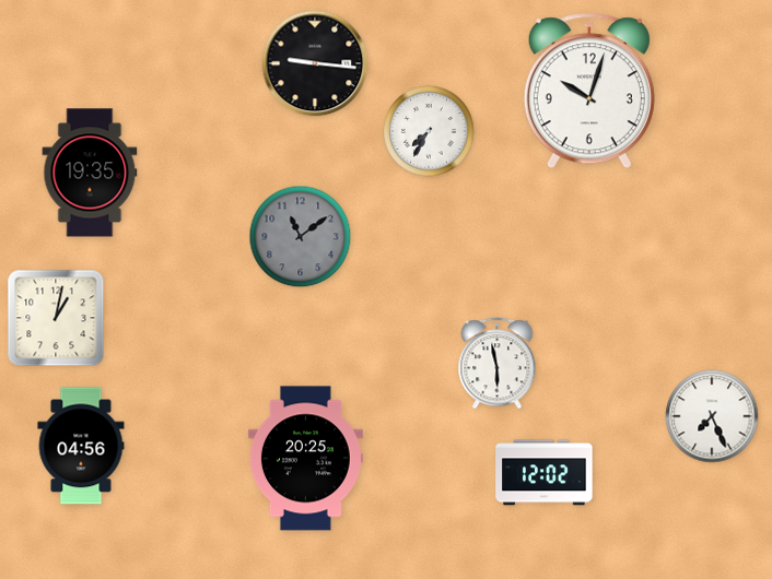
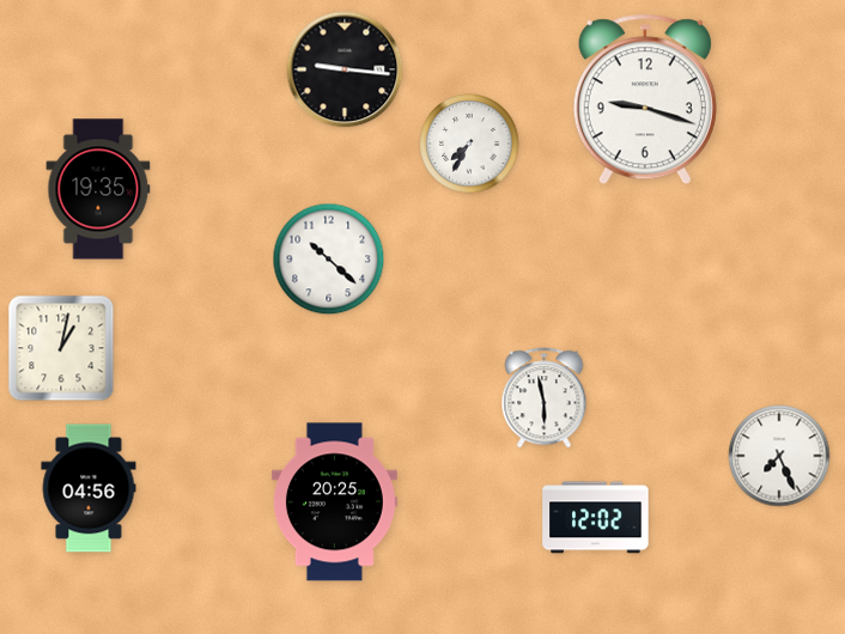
clock at (589, 91): 10:03 -> 9:18
clock at (301, 237): 11:09 -> 10:22
clock at (301, 237) dial: grey -> white
